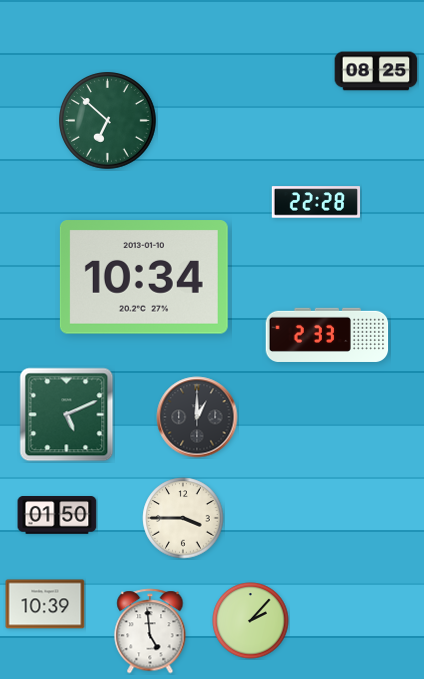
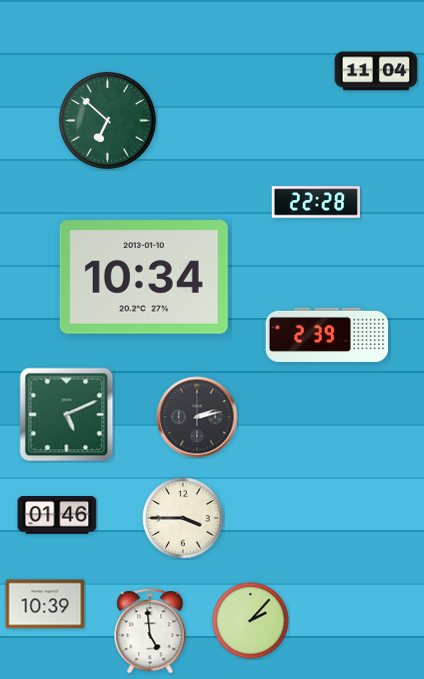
clock at (376, 71): 08:25 -> 11:04
clock at (327, 335): 2:33 -> 2:39
clock at (197, 417): 1:00 -> 2:13
clock at (57, 516): 01:50 -> 01:46
